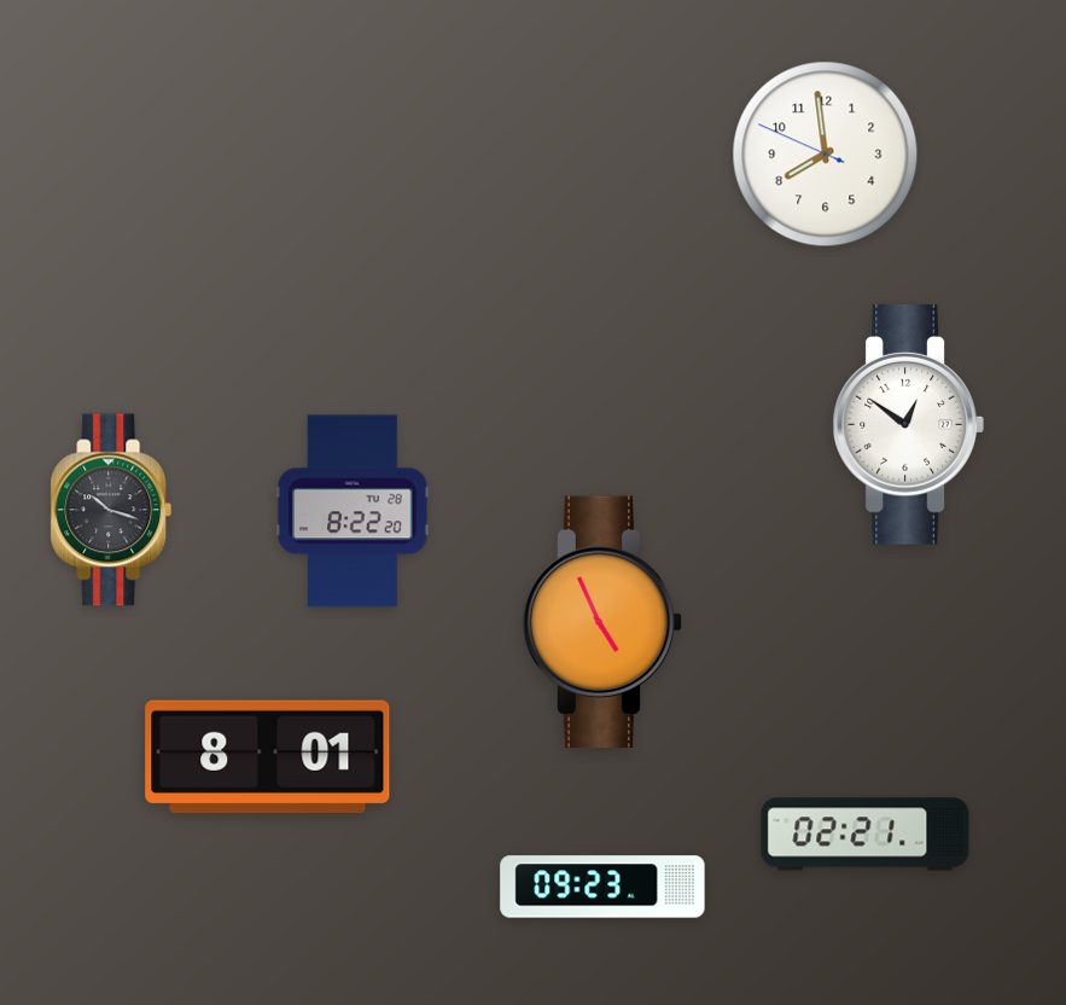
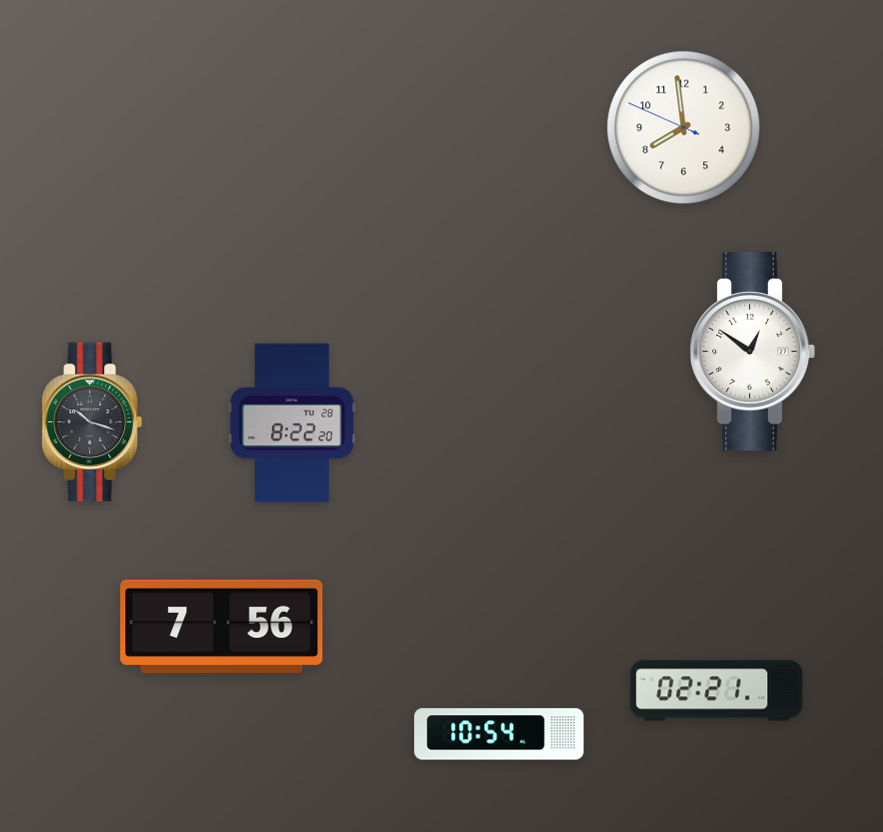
clock at (602, 621): 4:56 -> none
clock at (268, 756): 8:01 -> 7:56
clock at (602, 887): 09:23 -> 10:54
